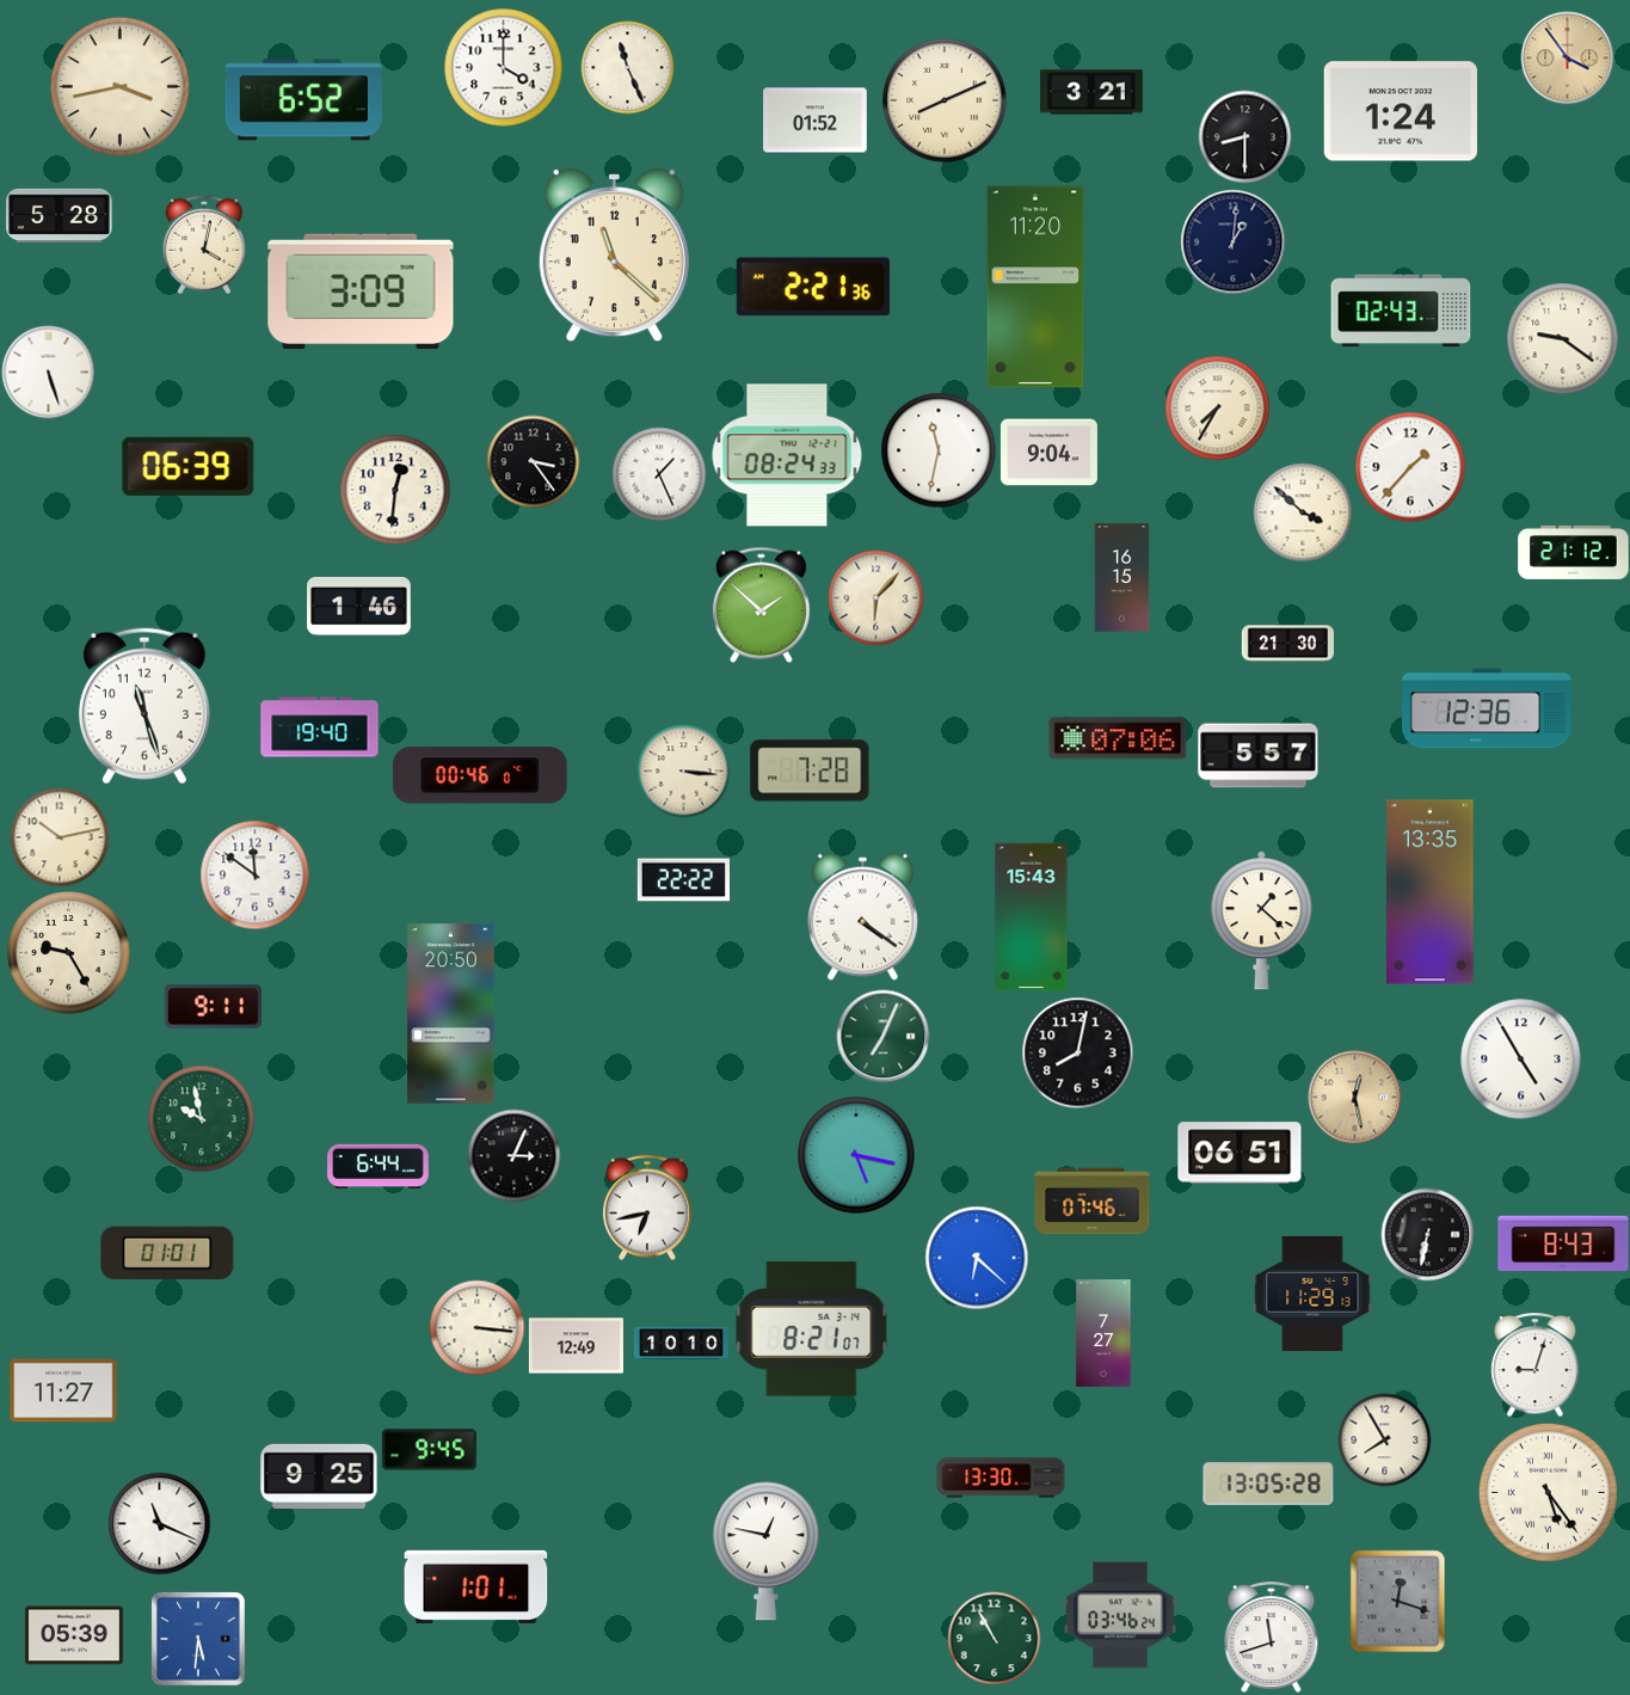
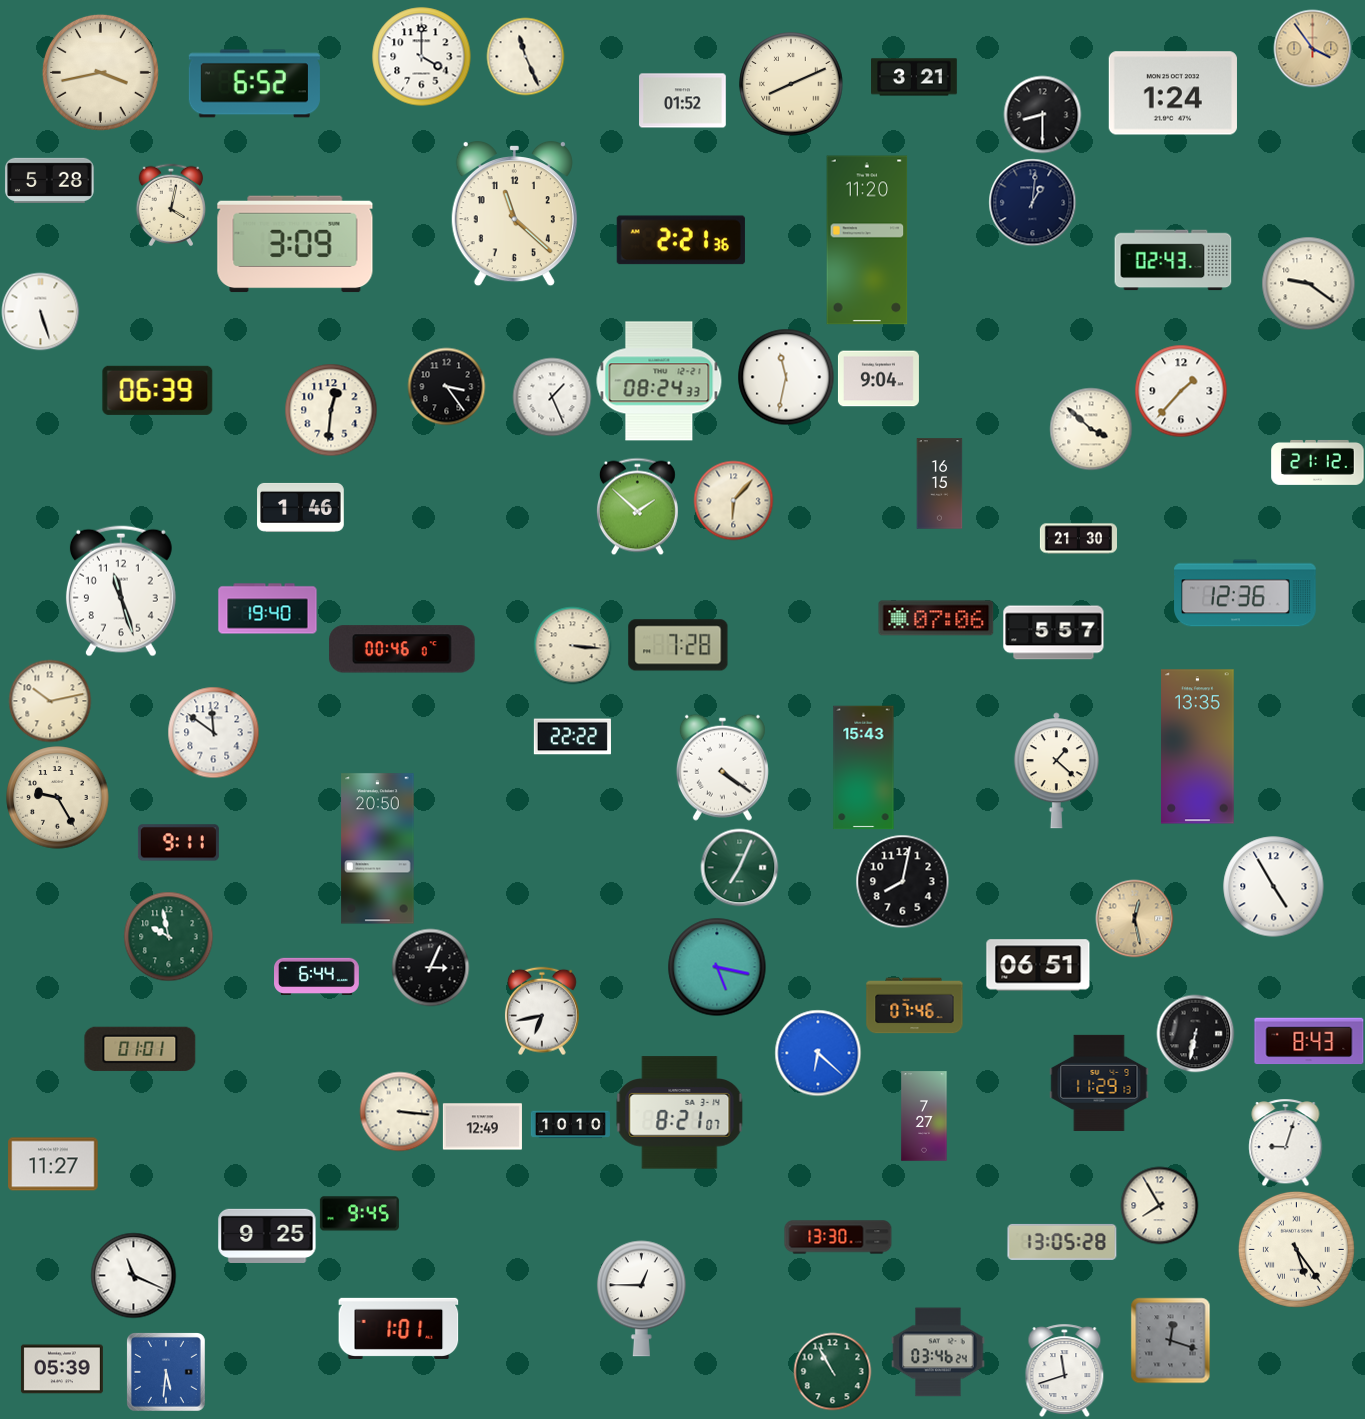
clock at (361, 291) position: (361, 291) -> (295, 244)
clock at (1217, 407): 7:35 -> none
clock at (765, 1552): 12:47 -> 12:45
